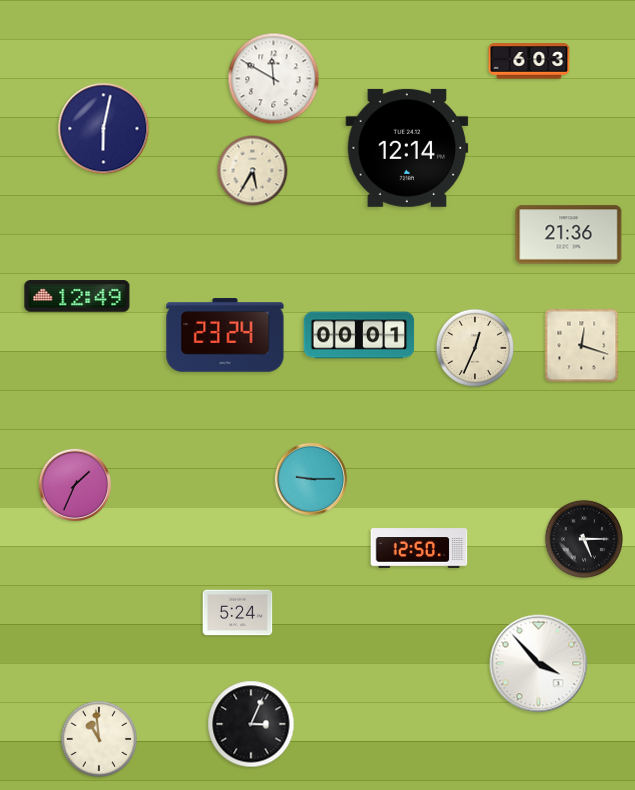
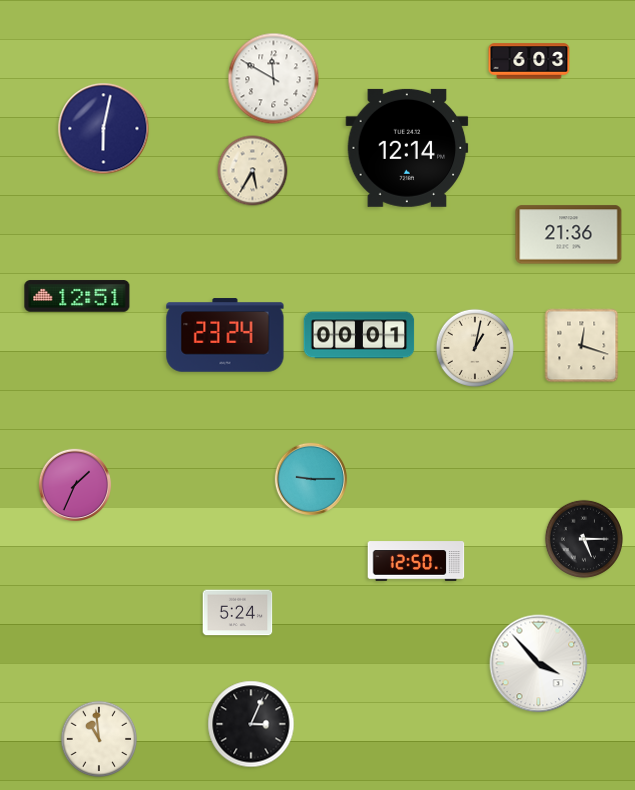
clock at (77, 296): 12:49 -> 12:51
clock at (475, 348): 12:34 -> 1:02
clock at (419, 548) position: (419, 548) -> (416, 561)
